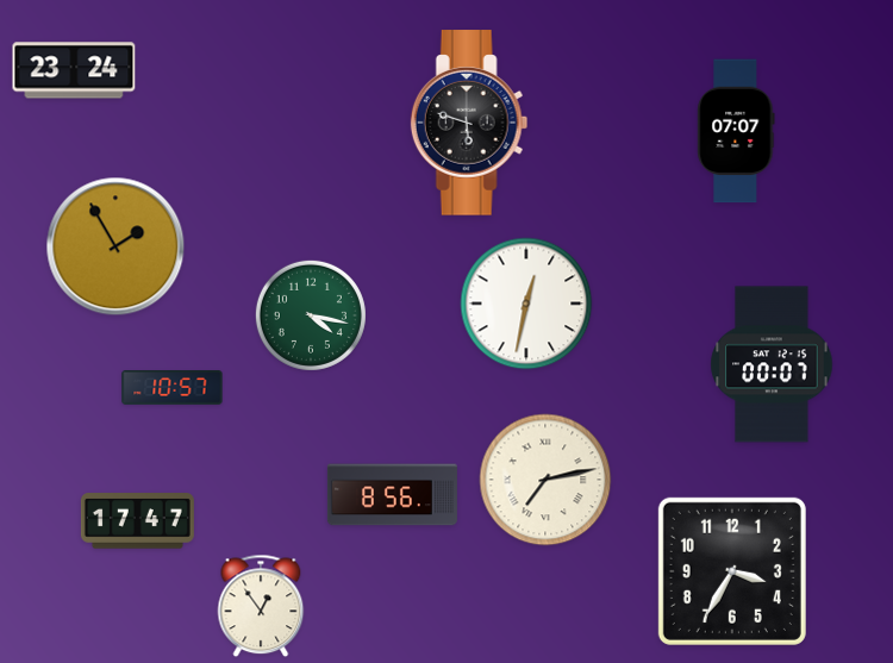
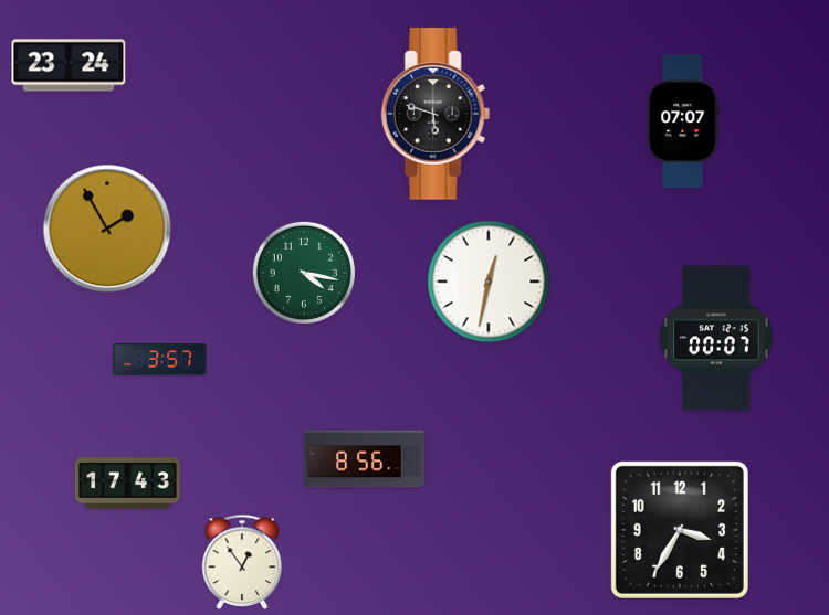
clock at (311, 315) position: (311, 315) -> (304, 273)
clock at (173, 388): 10:57 -> 3:57
clock at (545, 480): 7:13 -> none
clock at (137, 521): 17:47 -> 17:43
